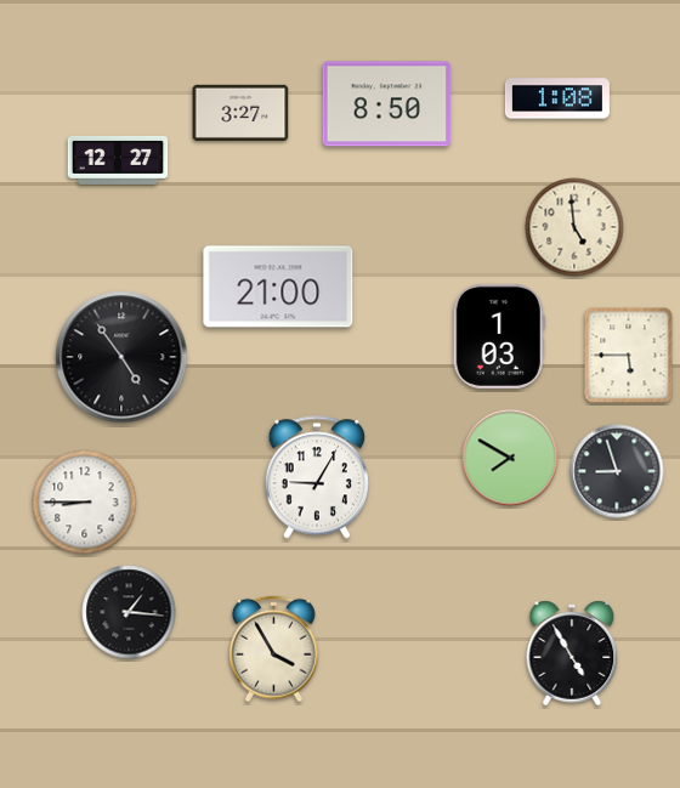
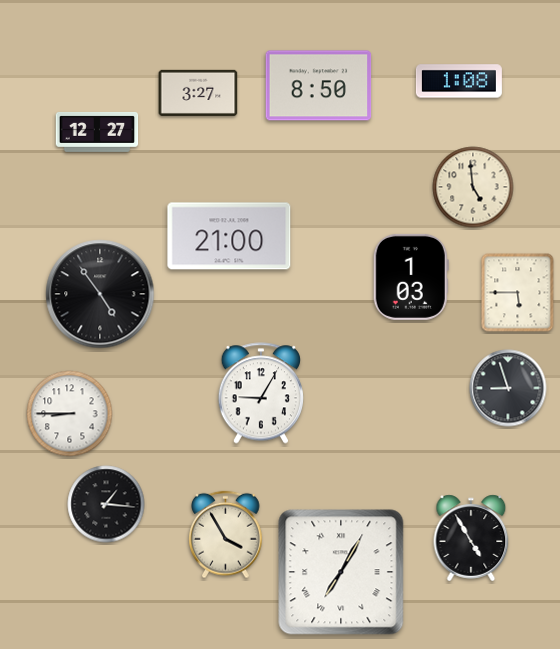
clock at (510, 458): 7:50 -> none
clock at (341, 572): none -> 7:05
